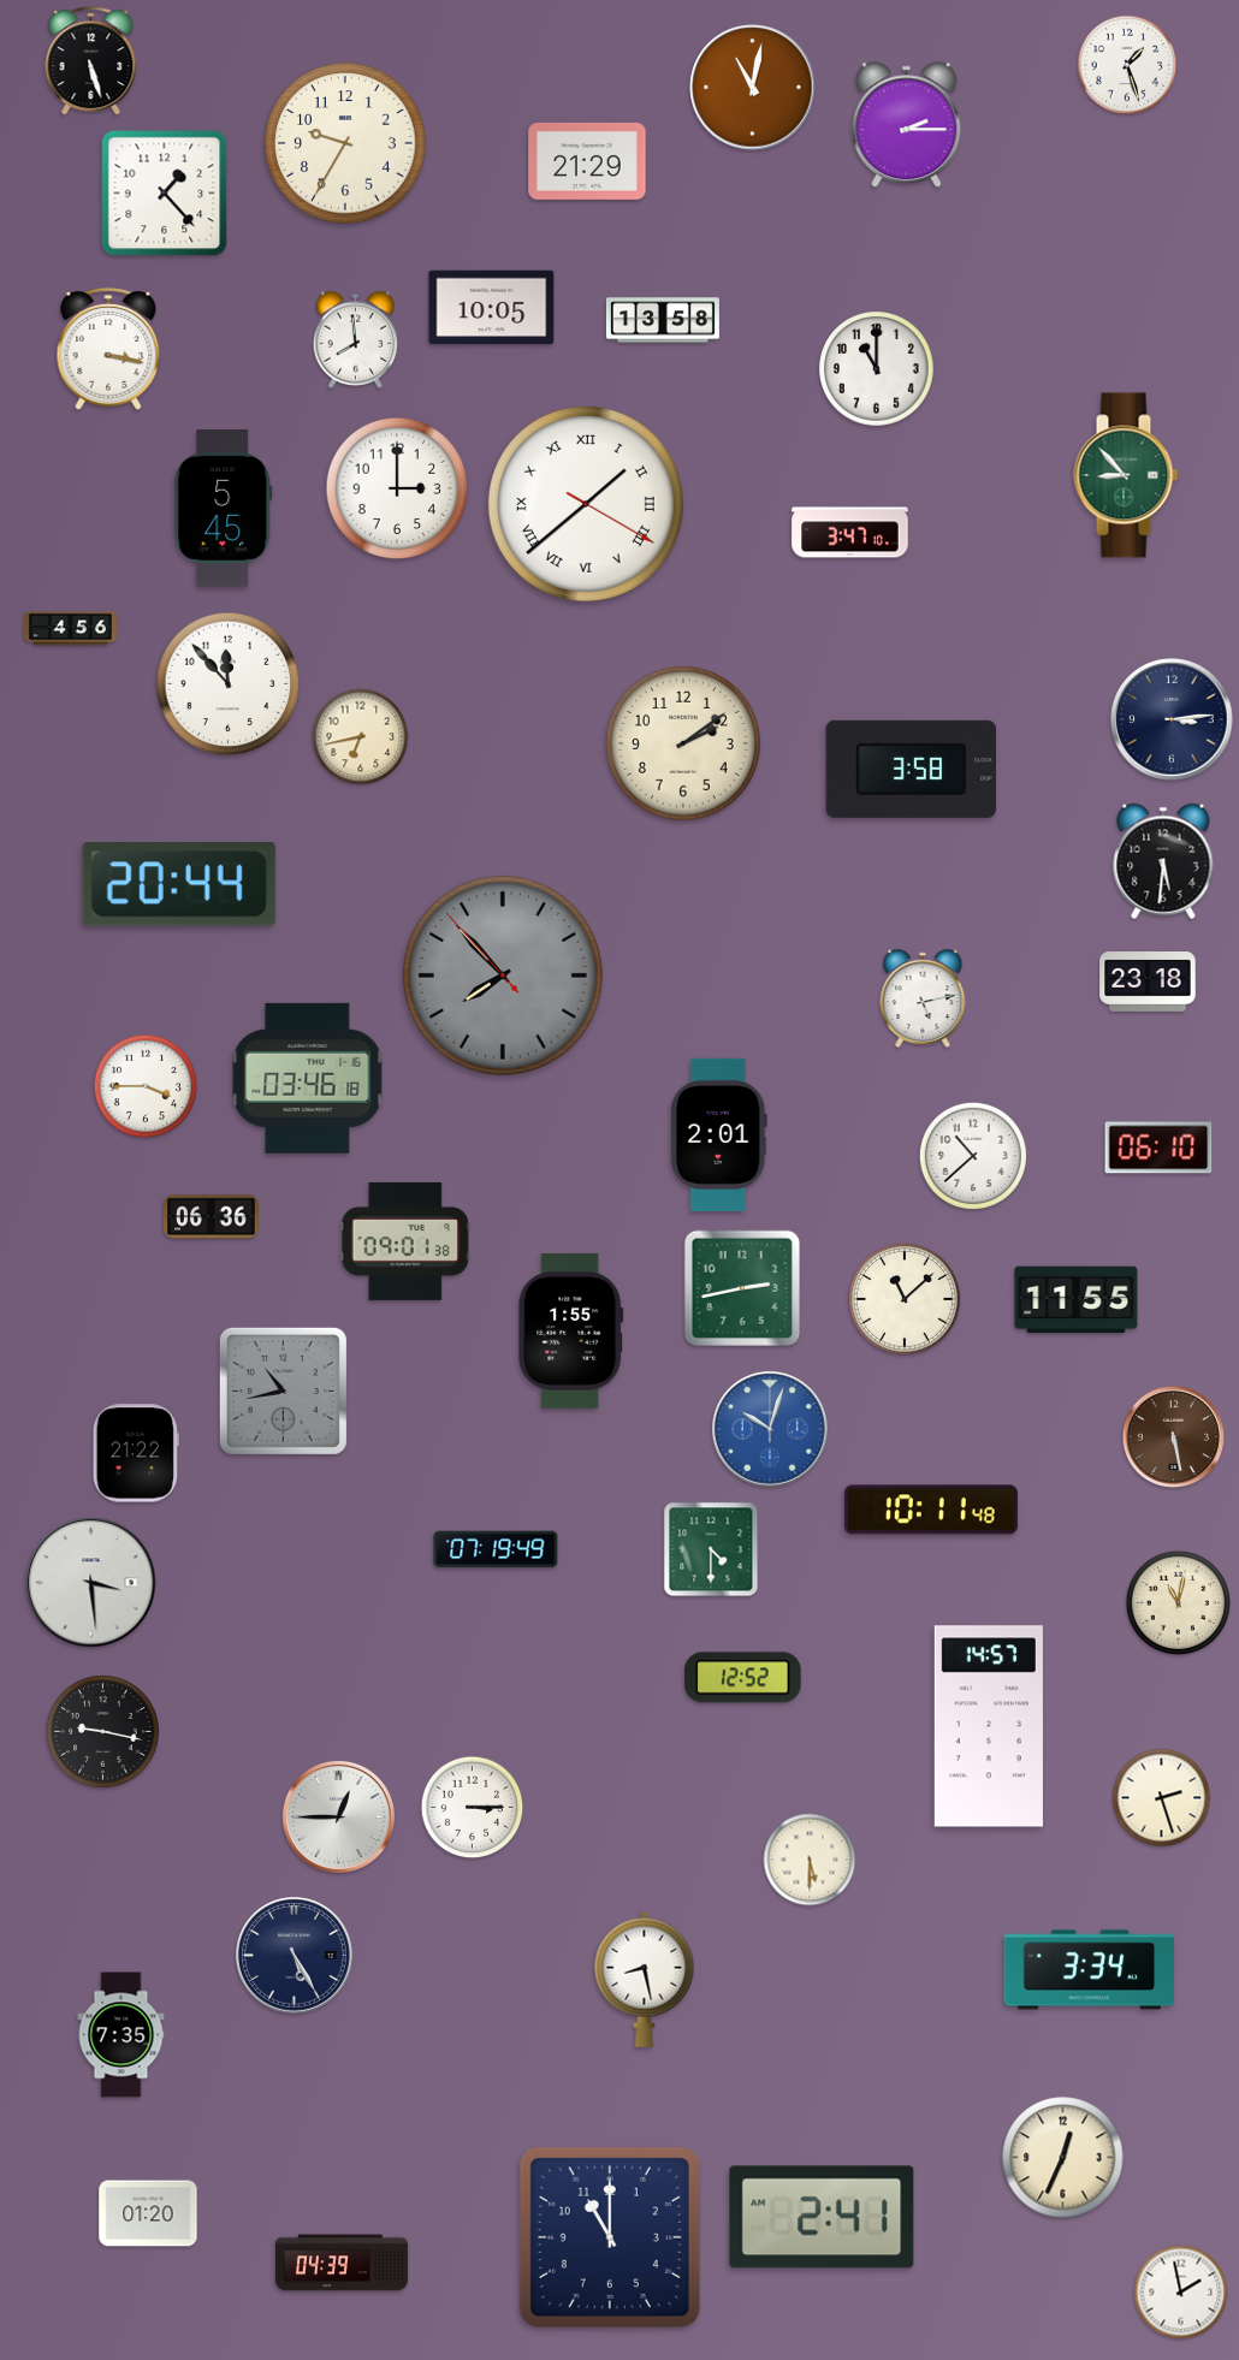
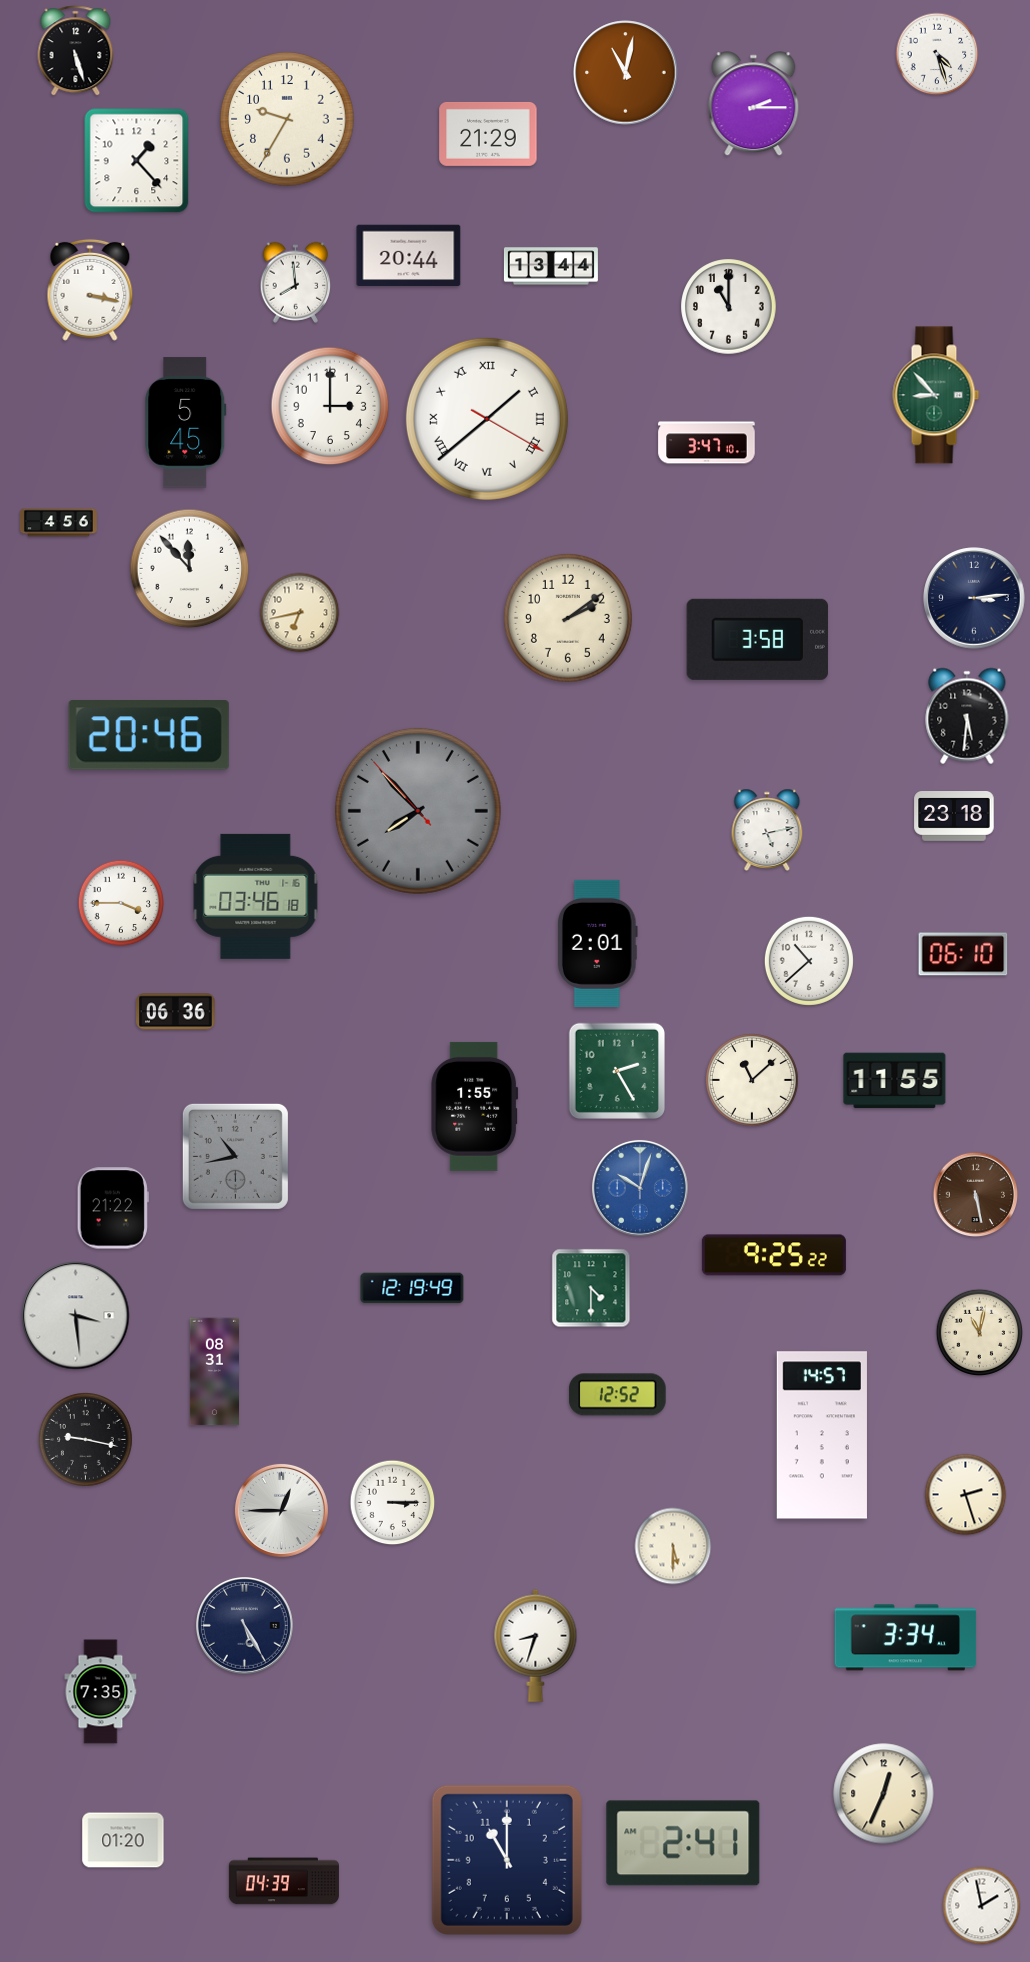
clock at (1127, 65): 1:27 -> 4:27
clock at (492, 308): 10:05 -> 20:44
clock at (663, 320): 13:58 -> 13:44
clock at (179, 885): 20:44 -> 20:46
clock at (405, 1241): 09:01 -> none
clock at (741, 1287): 2:43 -> 2:25
clock at (931, 1510): 10:11 -> 9:25
clock at (496, 1549): 07:19 -> 12:19
clock at (214, 1372): none -> 08:31
clock at (645, 1979): 8:28 -> 8:33
